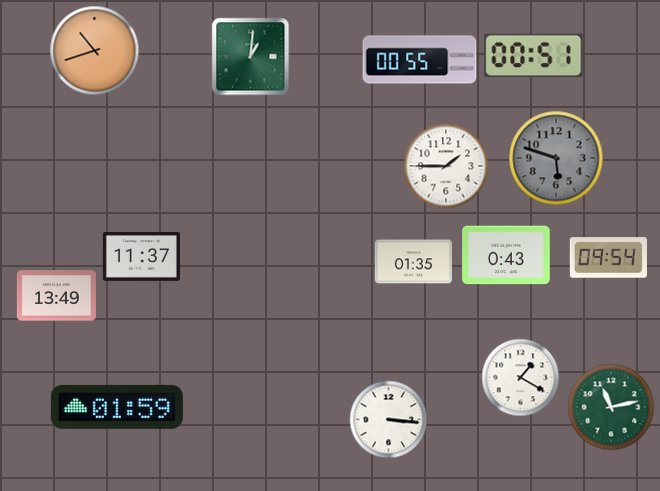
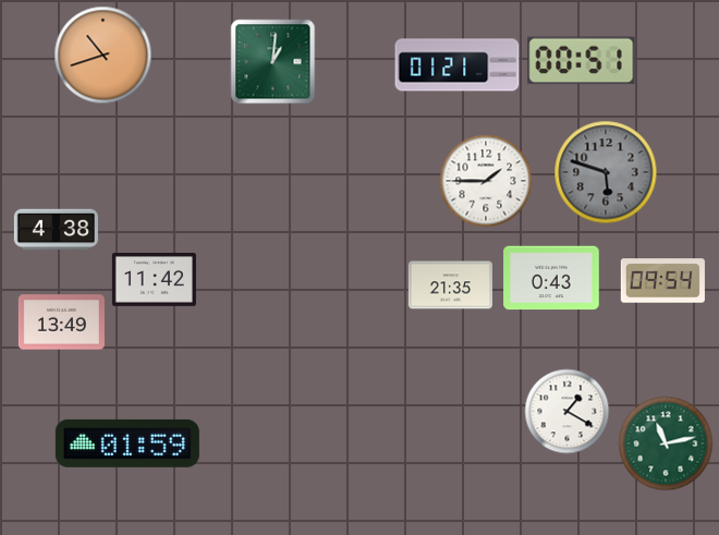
clock at (420, 60): 00:55 -> 01:21
clock at (56, 230): none -> 4:38
clock at (141, 257): 11:37 -> 11:42
clock at (413, 262): 01:35 -> 21:35
clock at (388, 419): 3:16 -> none
